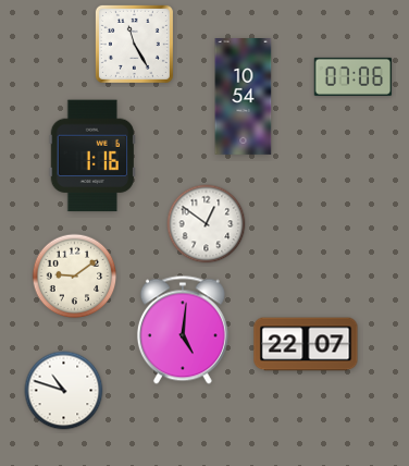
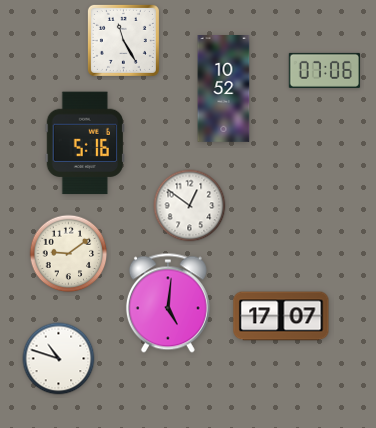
clock at (244, 97): 10:54 -> 10:52
clock at (91, 156): 1:16 -> 5:16
clock at (306, 344): 22:07 -> 17:07
